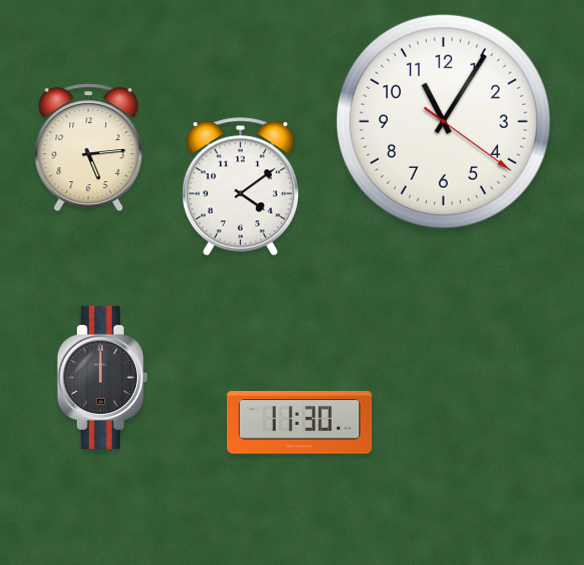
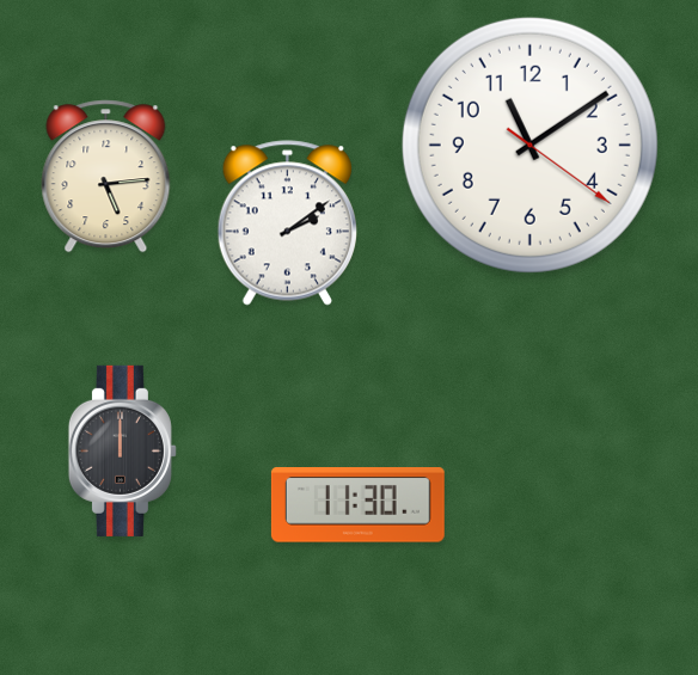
clock at (443, 121): 11:05 -> 11:09
clock at (240, 187): 4:09 -> 2:09
